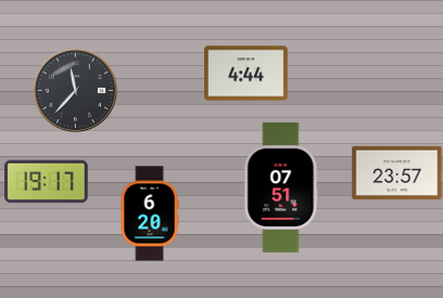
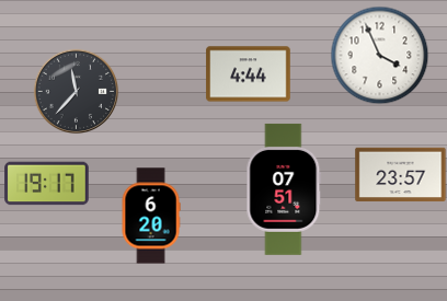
clock at (379, 55): none -> 3:56
